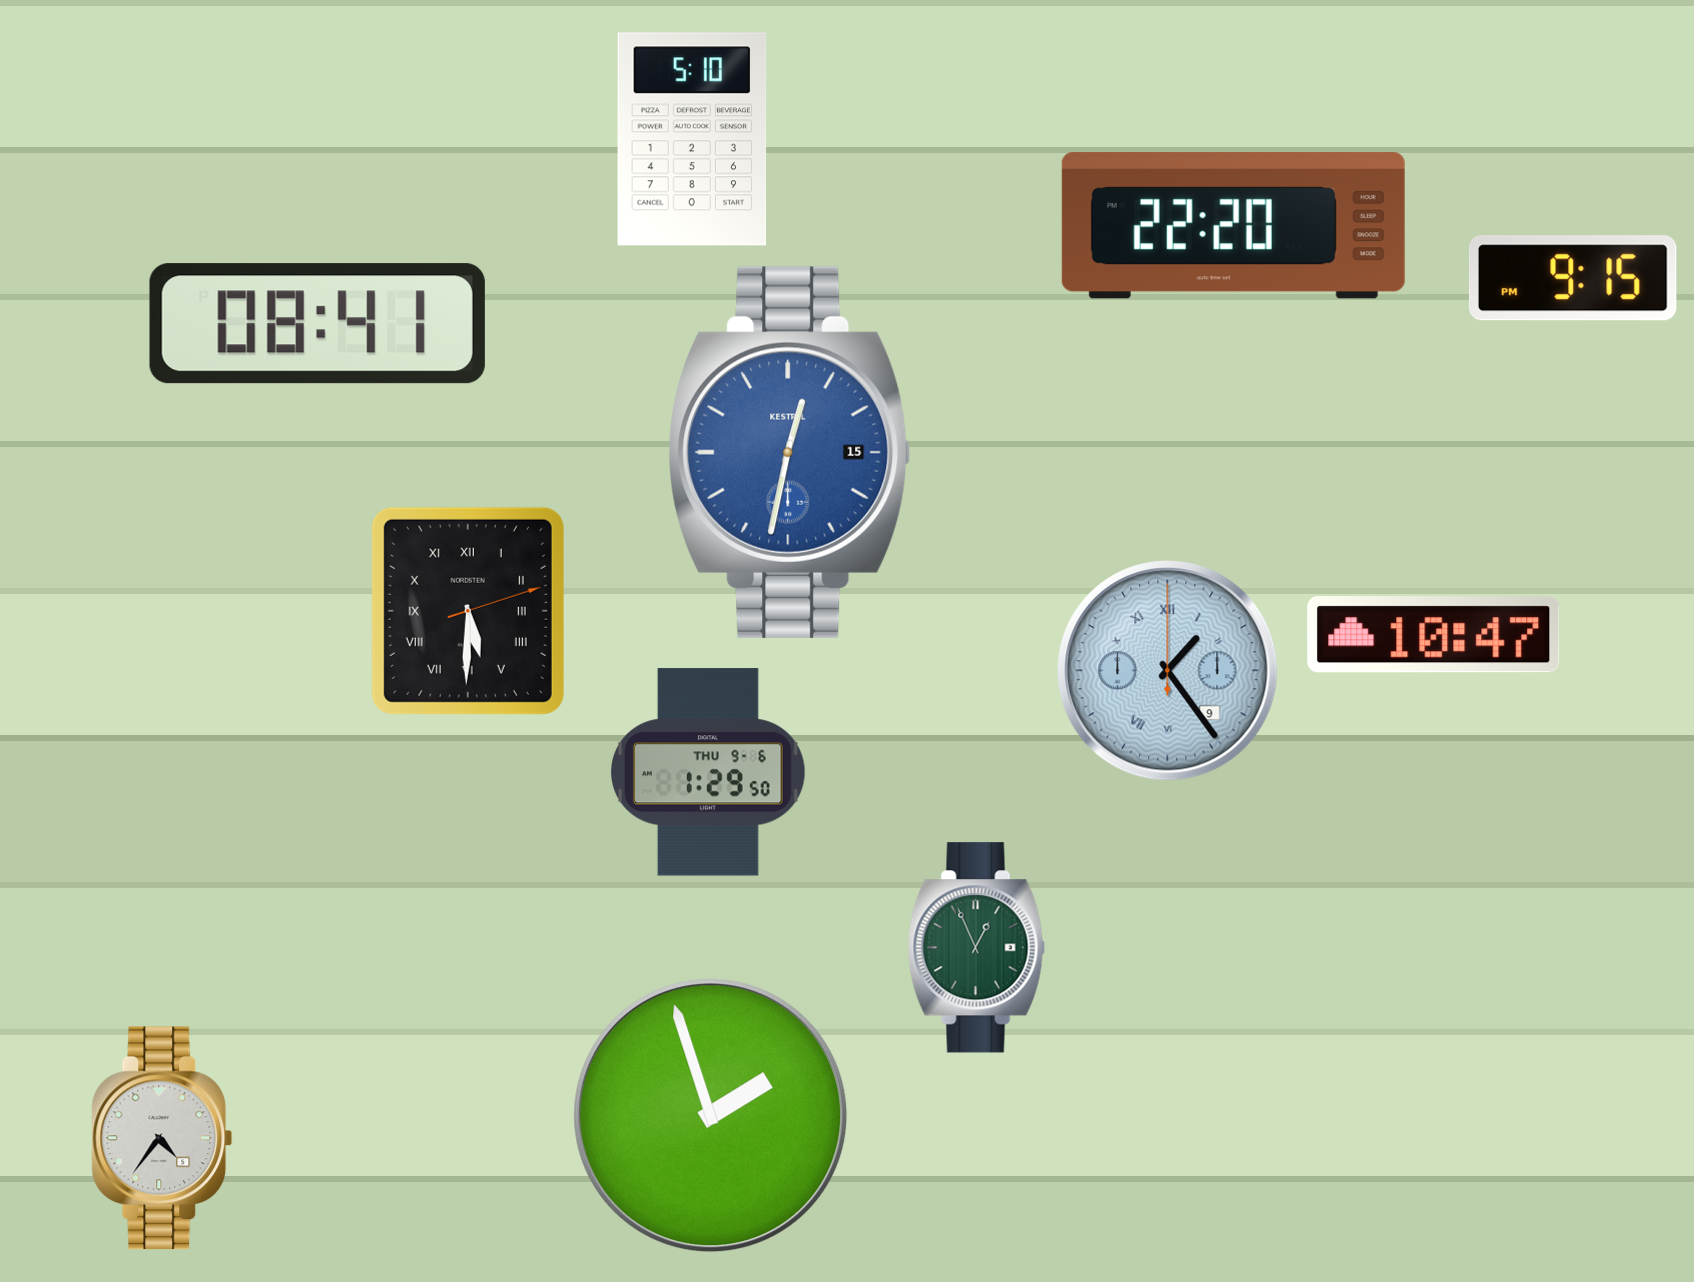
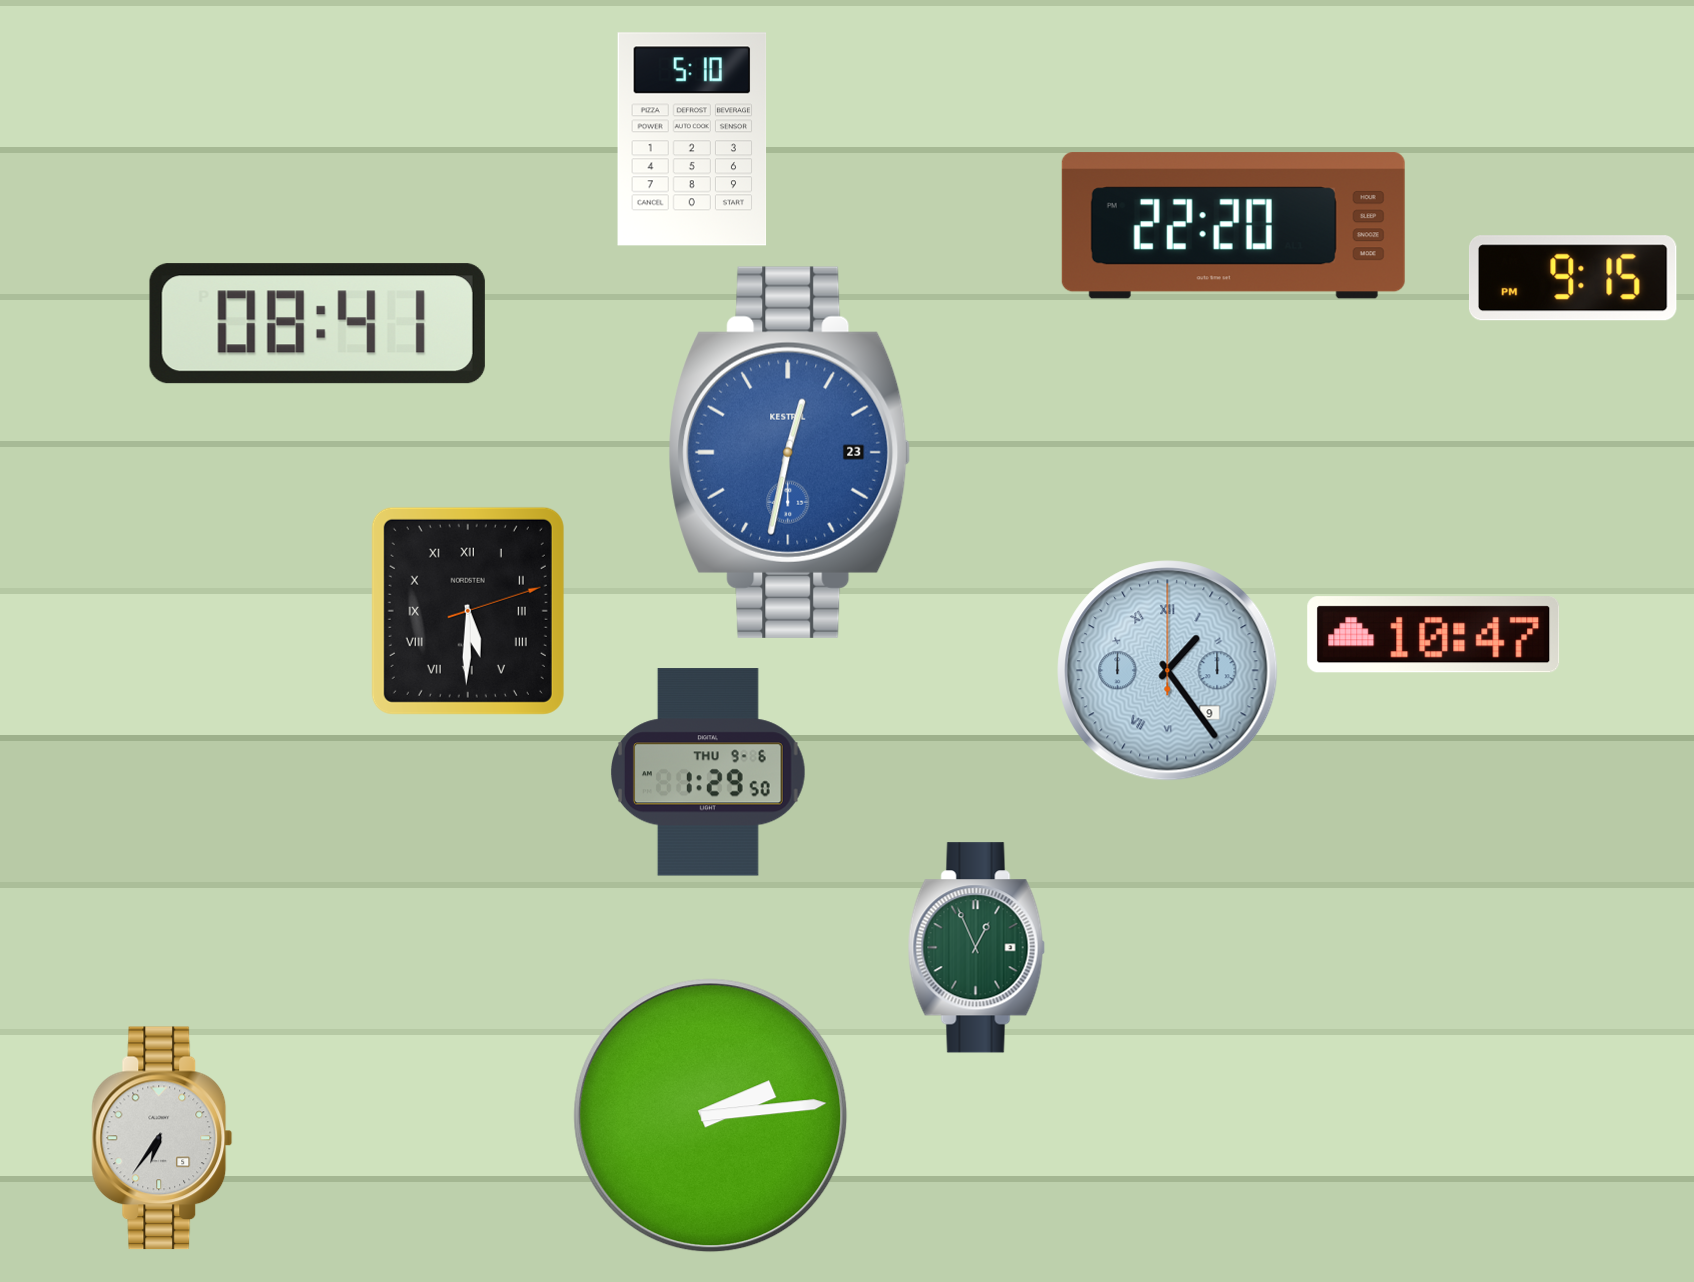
clock at (790, 452) date: 15 -> 23
clock at (711, 1116): 1:57 -> 2:14
clock at (162, 1138): 4:36 -> 6:36
